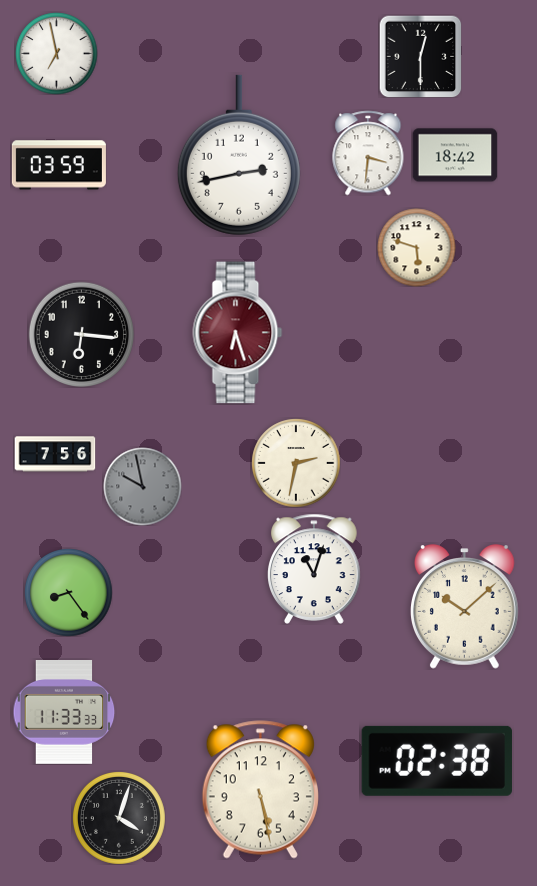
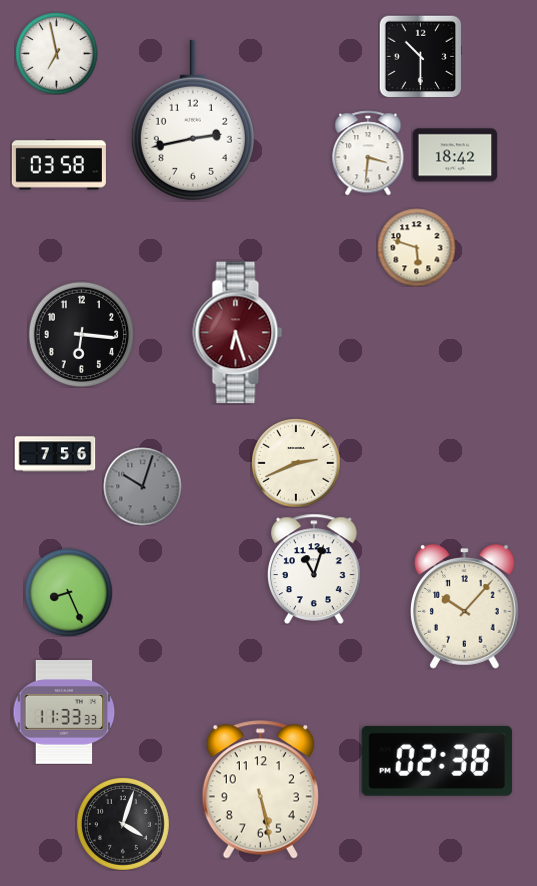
clock at (420, 56): 12:30 -> 10:30
clock at (239, 155) position: (239, 155) -> (193, 120)
clock at (59, 165): 03:59 -> 03:58
clock at (296, 463): 2:32 -> 2:41
clock at (142, 486): 9:58 -> 10:03
clock at (68, 592): 8:24 -> 8:26
clock at (465, 607): 10:08 -> 10:07
clock at (119, 818) position: (119, 818) -> (123, 824)
